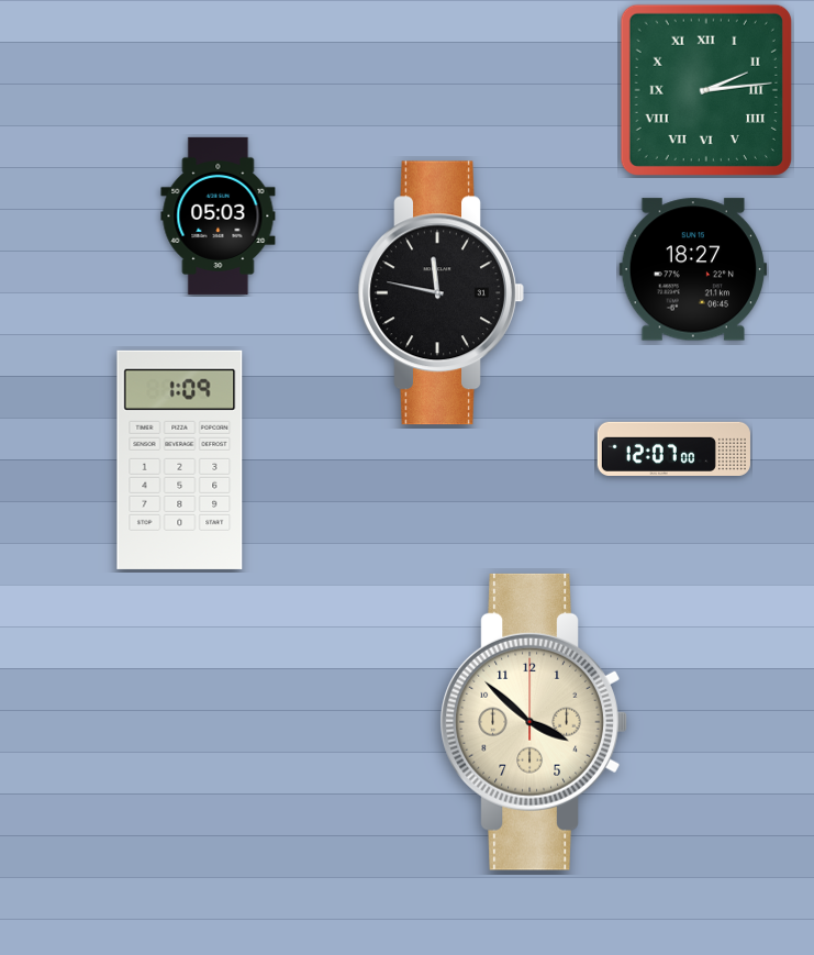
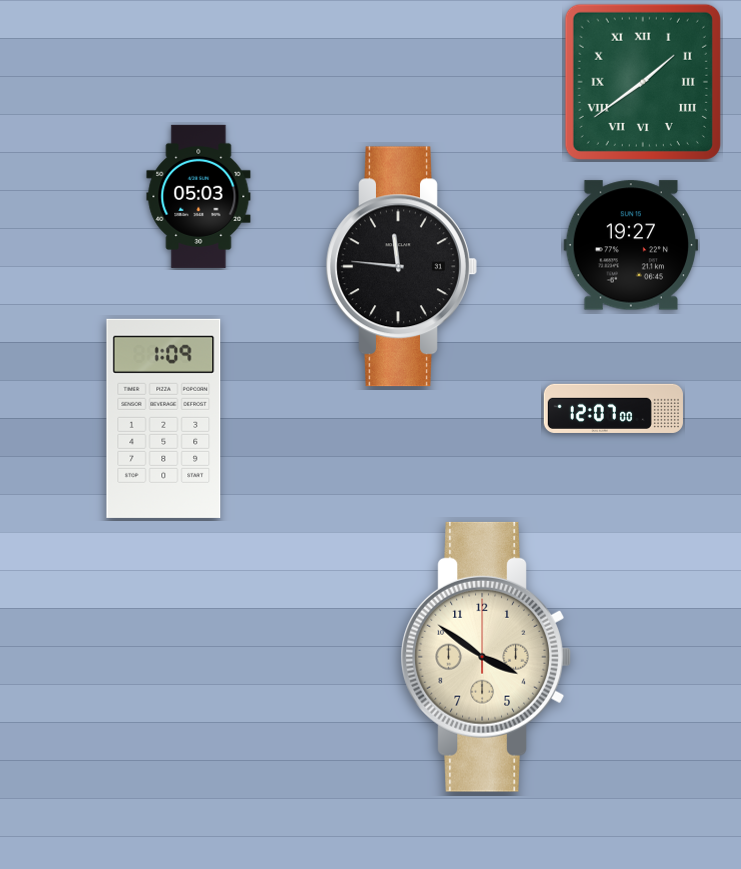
clock at (706, 90): 2:14 -> 1:39
clock at (693, 269): 18:27 -> 19:27
clock at (441, 293): 11:47 -> 11:46
clock at (534, 722): 3:52 -> 3:51
